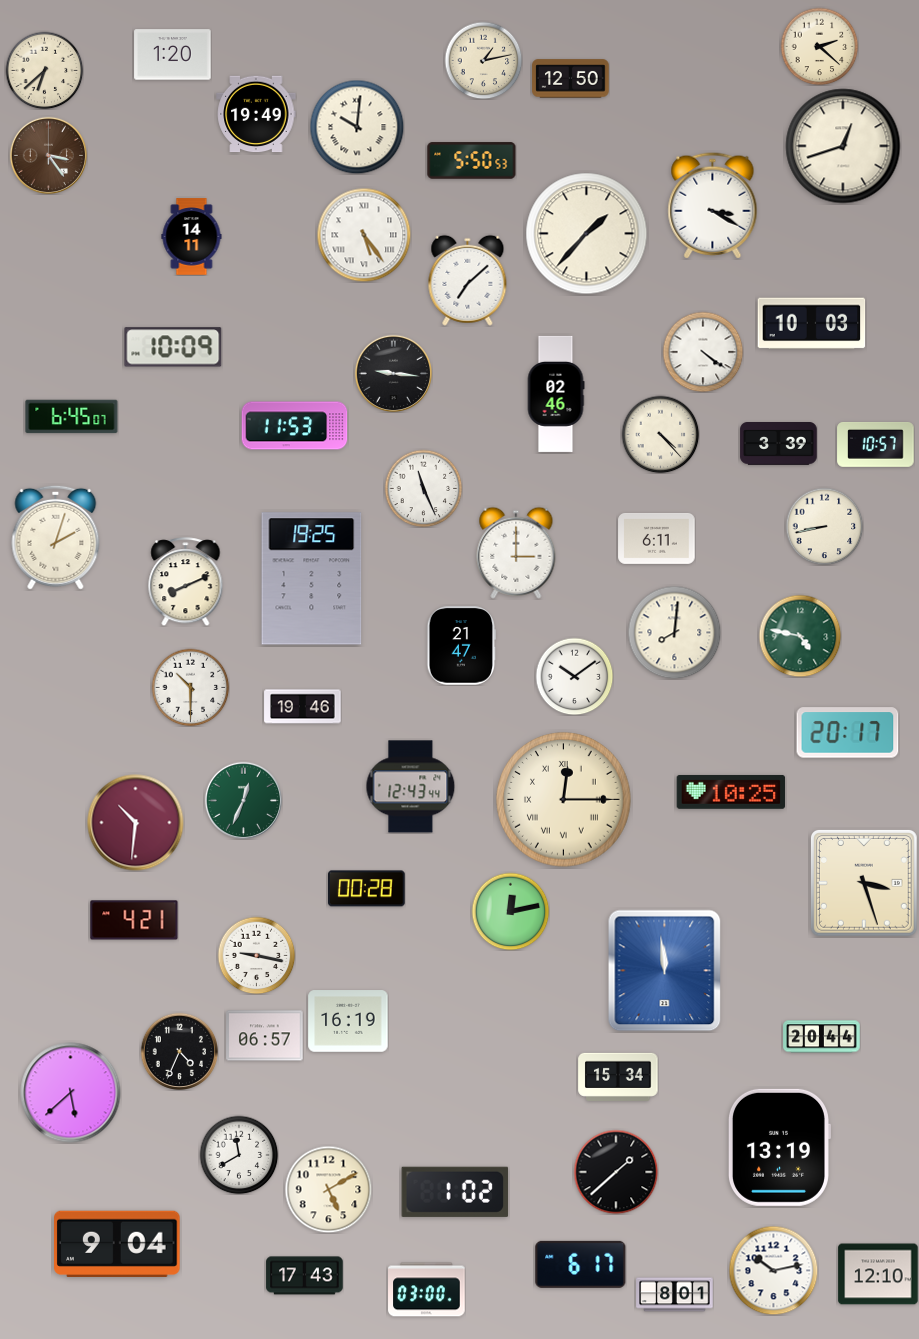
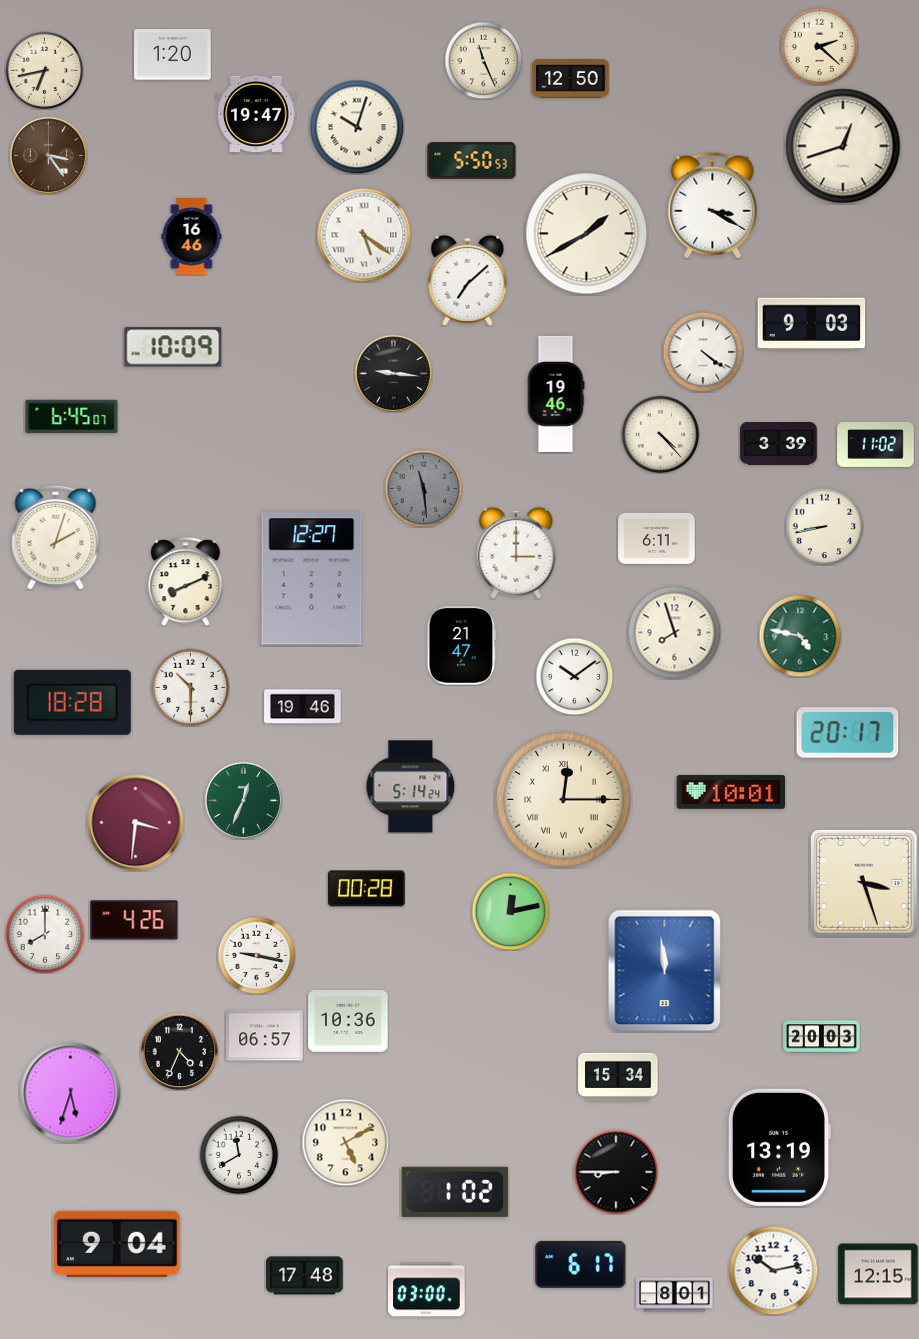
clock at (483, 60): 1:13 -> 11:26
clock at (44, 70): 6:38 -> 6:43
clock at (256, 114): 19:49 -> 19:47
clock at (357, 127): 10:01 -> 10:03
clock at (587, 234): 1:37 -> 1:40
clock at (364, 235): 5:24 -> 5:21
clock at (192, 237): 14:11 -> 16:46
clock at (812, 324): 10:03 -> 9:03
clock at (556, 394): 02:46 -> 19:46
clock at (295, 426): 11:53 -> none
clock at (876, 444): 10:57 -> 11:02
clock at (423, 488): 11:26 -> 11:29
clock at (423, 488) dial: white -> grey
clock at (312, 579): 19:25 -> 12:27
clock at (674, 632): 8:01 -> 7:57
clock at (72, 702): none -> 18:28
clock at (411, 787): 12:43 -> 5:14
clock at (731, 792): 10:25 -> 10:01
clock at (136, 823): 10:31 -> 3:31
clock at (134, 920): 4:21 -> 4:26
clock at (45, 934): none -> 8:00
clock at (348, 1021): 16:19 -> 10:36
clock at (822, 1037): 20:44 -> 20:03
clock at (71, 1093): 5:38 -> 5:33
clock at (616, 1172): 1:38 -> 8:45
clock at (328, 1189) position: (328, 1189) -> (345, 1142)
clock at (878, 1274): 12:10 -> 12:15
clock at (305, 1276): 17:43 -> 17:48
